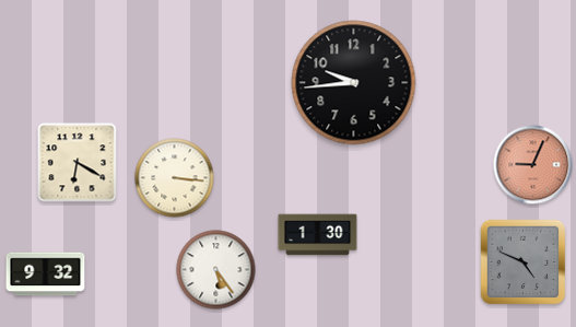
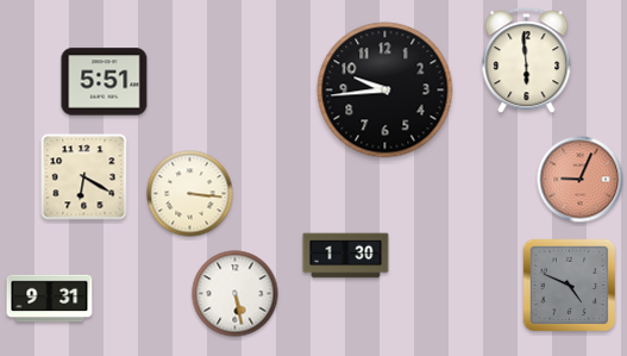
clock at (527, 61): none -> 5:59
clock at (105, 82): none -> 5:51
clock at (216, 270): 5:24 -> 5:28
clock at (46, 275): 9:32 -> 9:31
